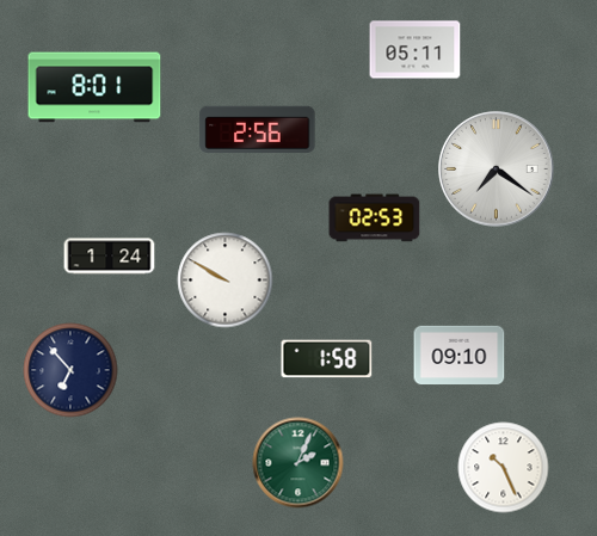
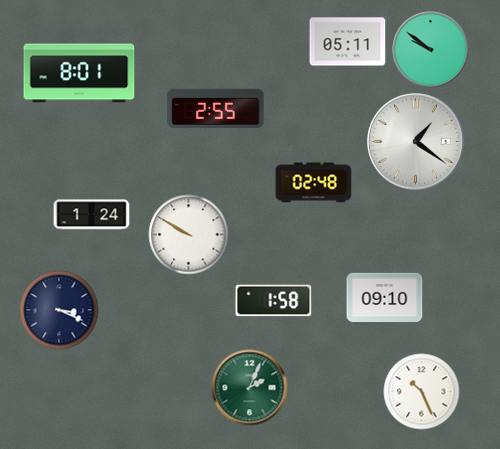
clock at (431, 50): none -> 9:51
clock at (258, 129): 2:56 -> 2:55
clock at (497, 170): 7:21 -> 1:21
clock at (375, 218): 02:53 -> 02:48
clock at (70, 370): 6:53 -> 3:19
